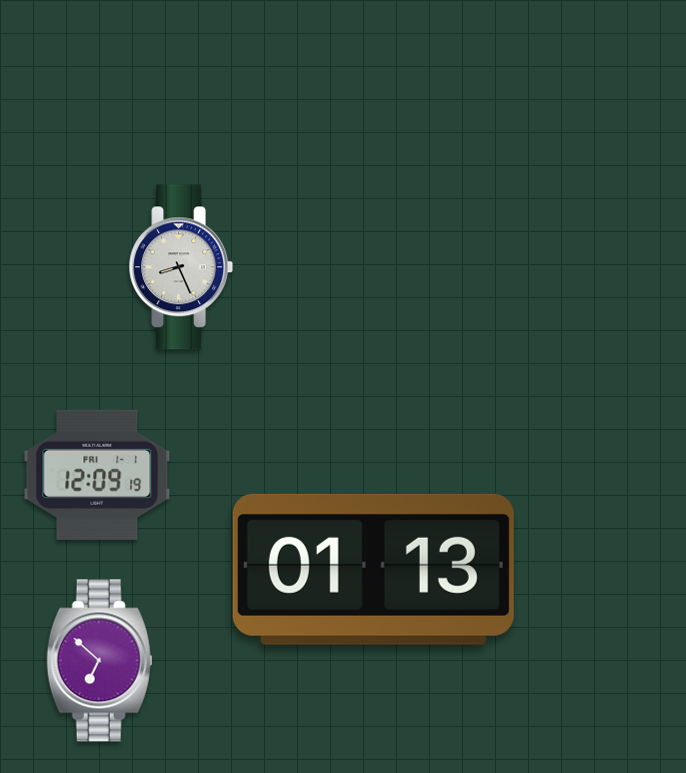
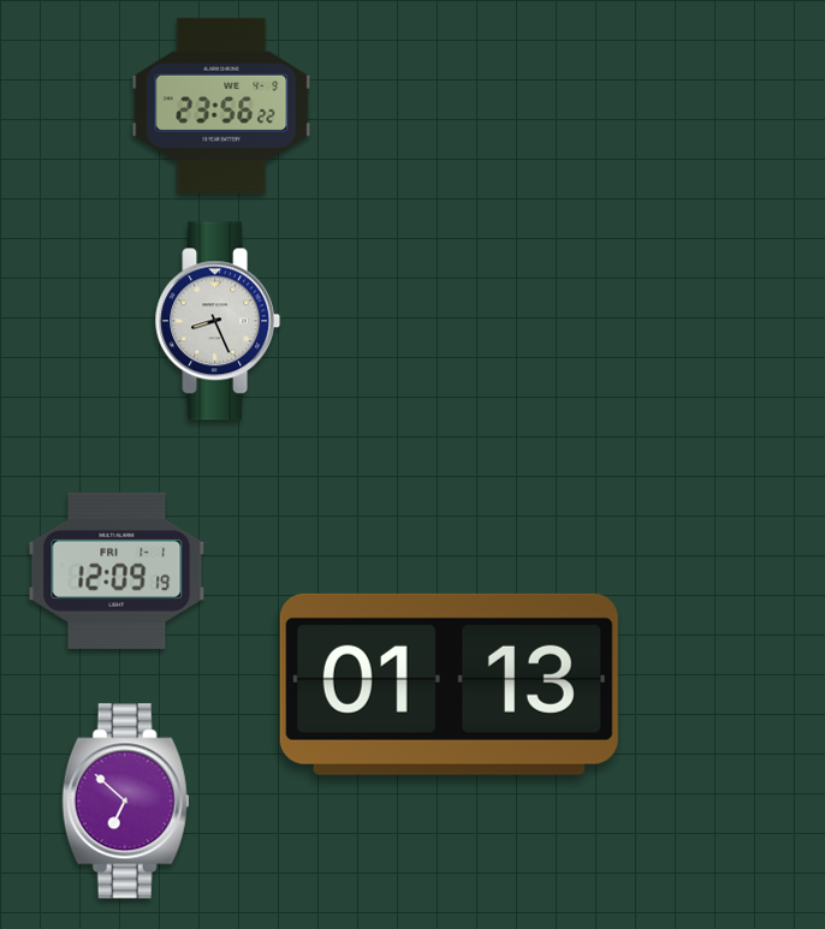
clock at (221, 106): none -> 23:56
clock at (100, 661) position: (100, 661) -> (126, 802)
